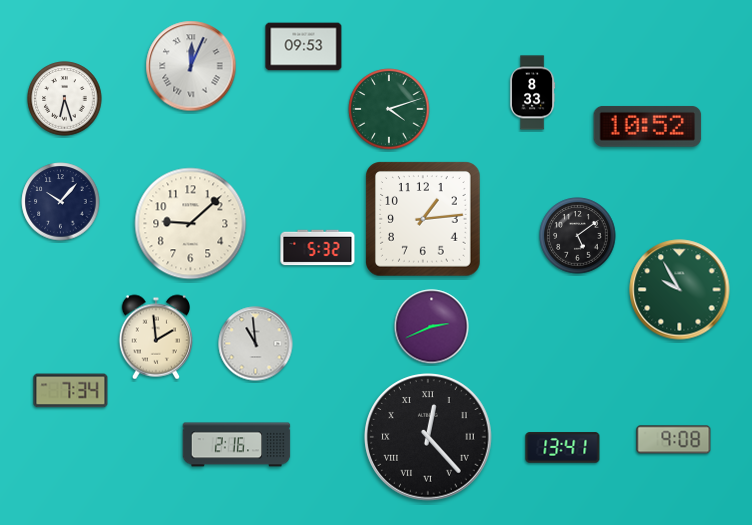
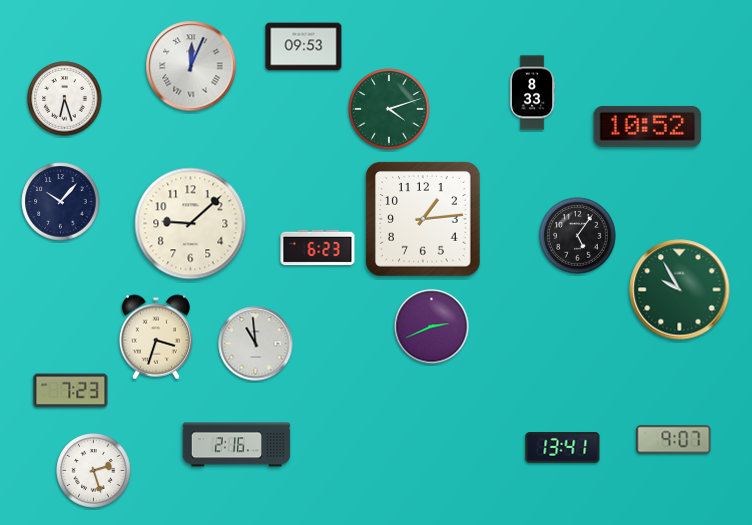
clock at (578, 236): 5:09 -> 5:06
clock at (318, 248): 5:32 -> 6:23
clock at (155, 337): 1:59 -> 3:33
clock at (71, 391): 7:34 -> 7:23
clock at (428, 437): 12:23 -> none
clock at (674, 440): 9:08 -> 9:07
clock at (94, 471): none -> 2:27
